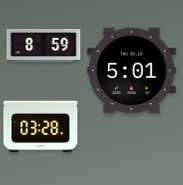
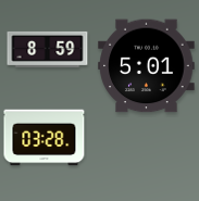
clock at (132, 71) position: (132, 71) -> (147, 66)
